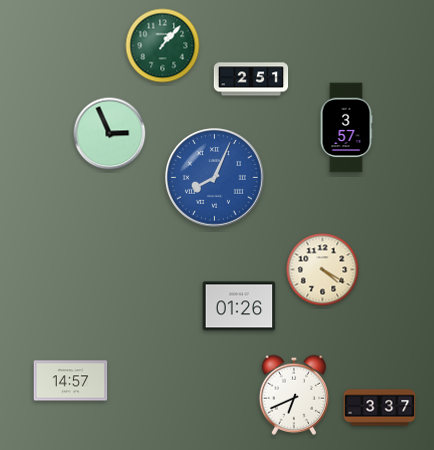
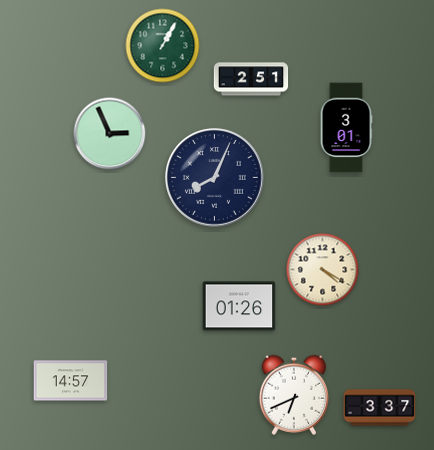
clock at (163, 46): 1:07 -> 1:05
clock at (346, 128): 3:57 -> 3:01
clock at (215, 178) dial: blue -> navy
